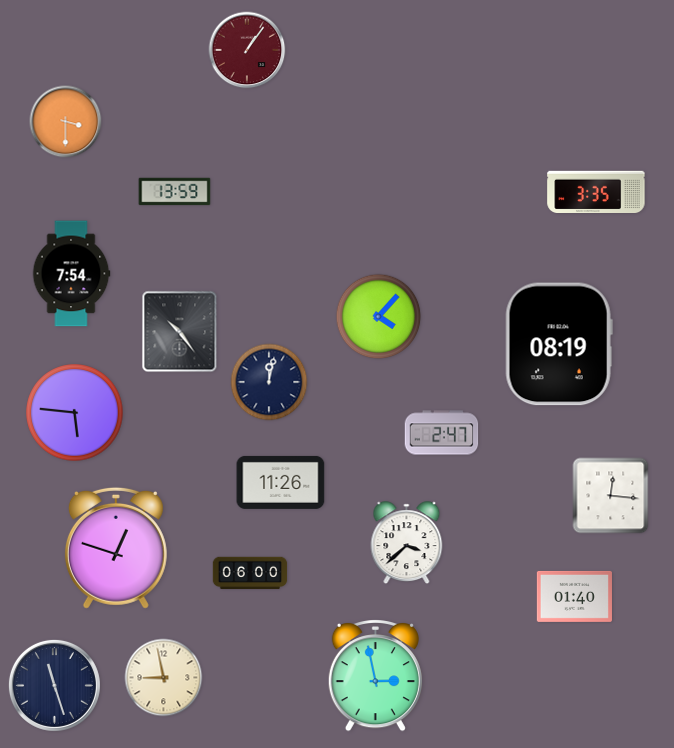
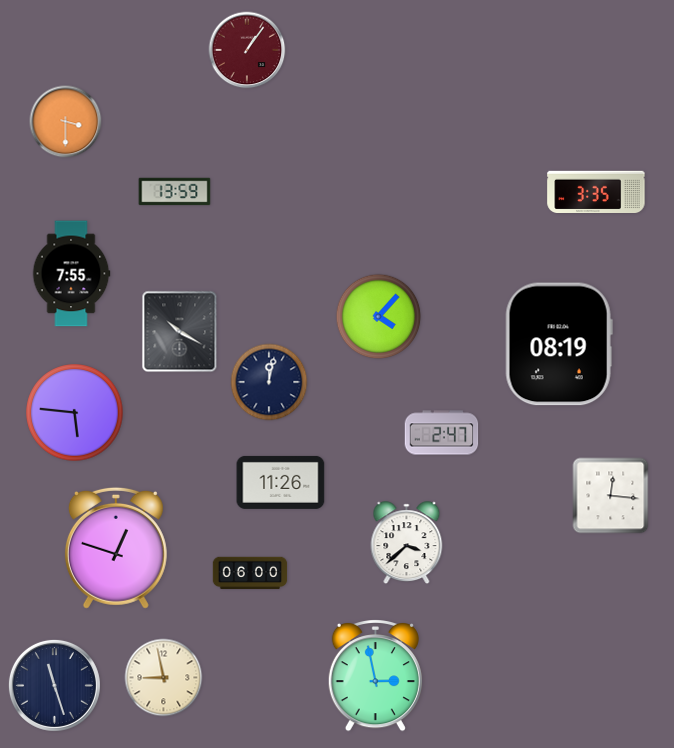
clock at (71, 274): 7:54 -> 7:55
clock at (180, 332): 10:24 -> 10:20
clock at (574, 596): 01:40 -> none
